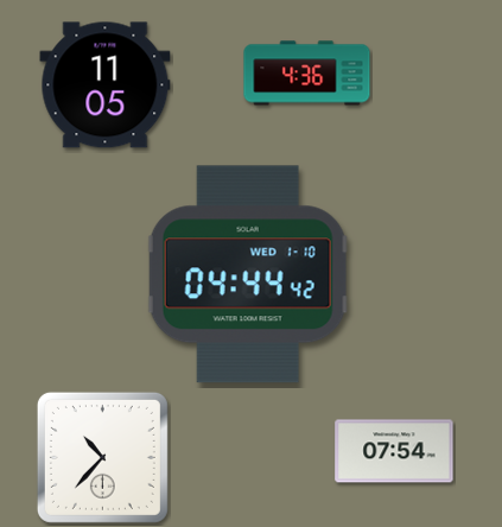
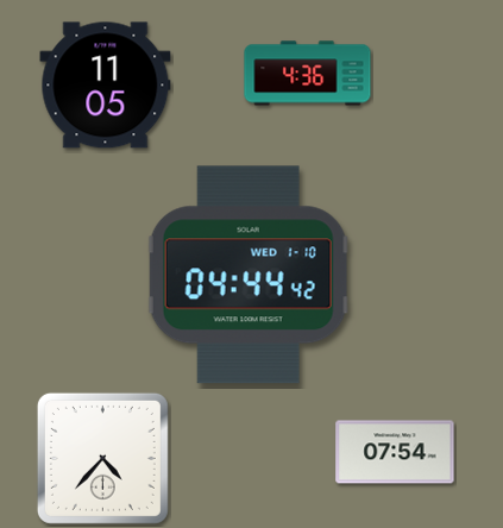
clock at (102, 457): 10:37 -> 4:37
